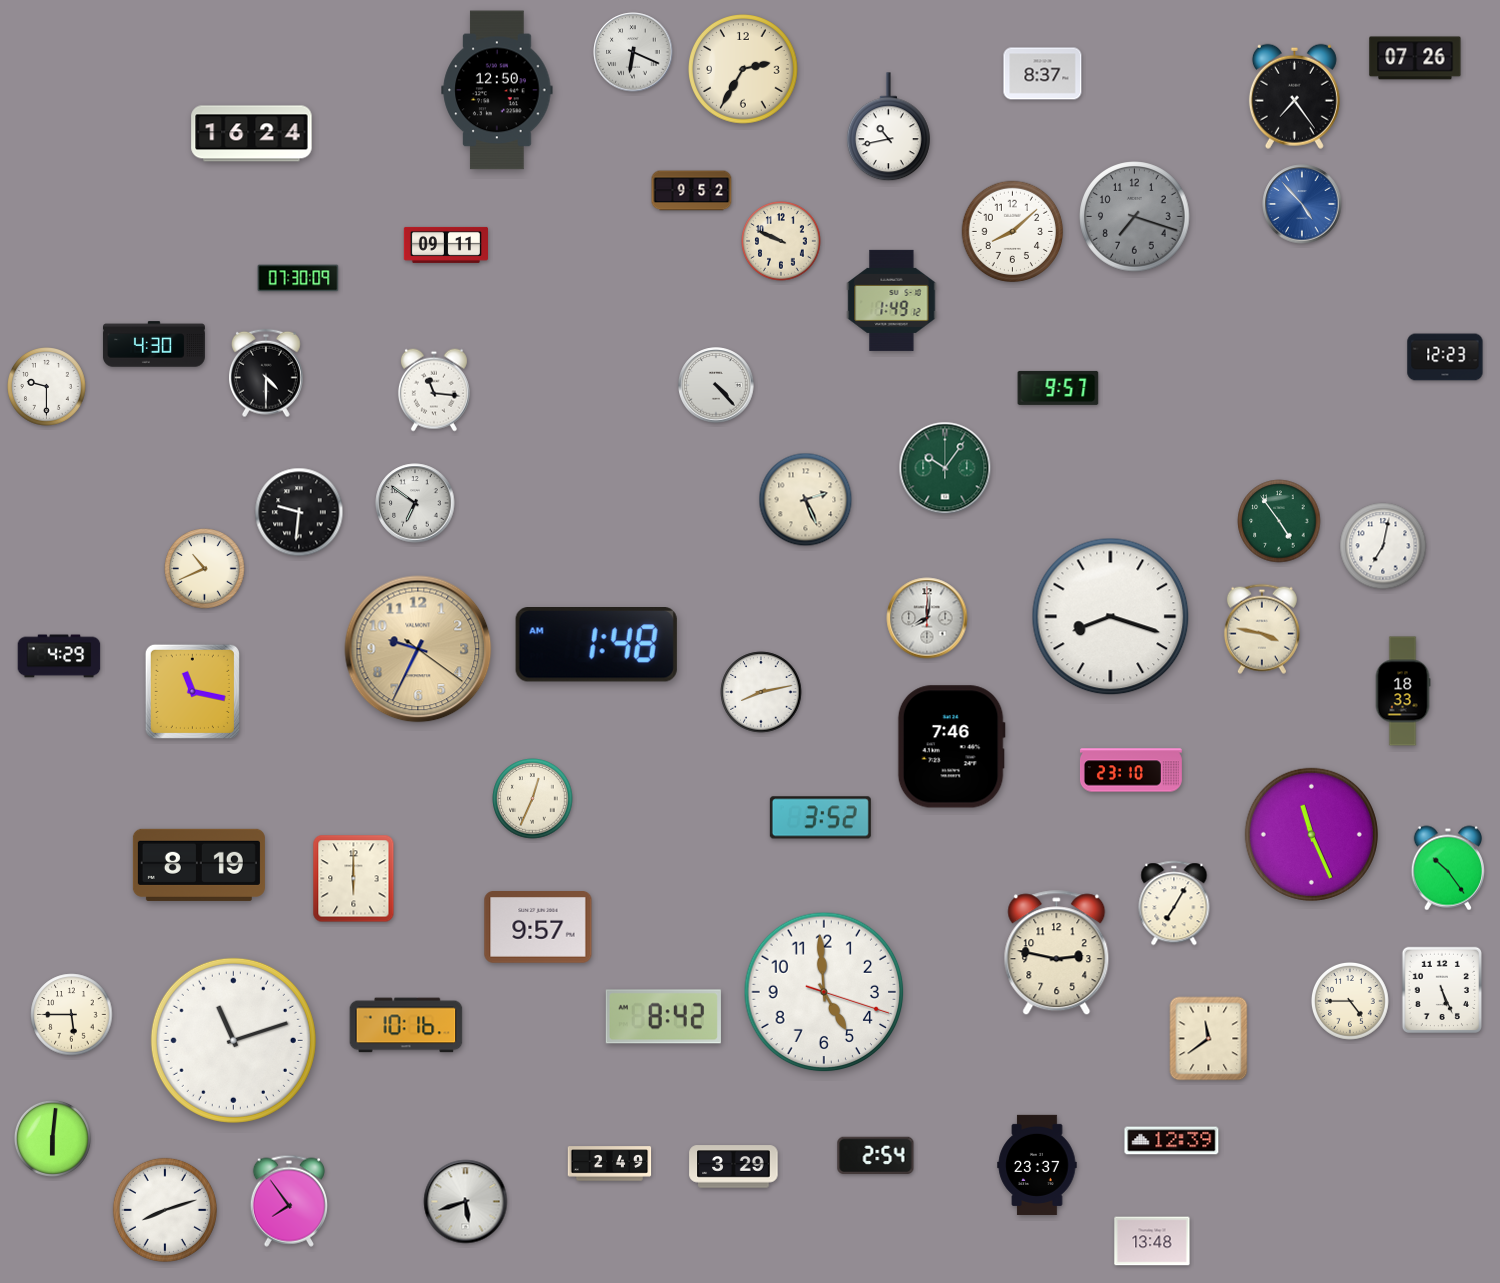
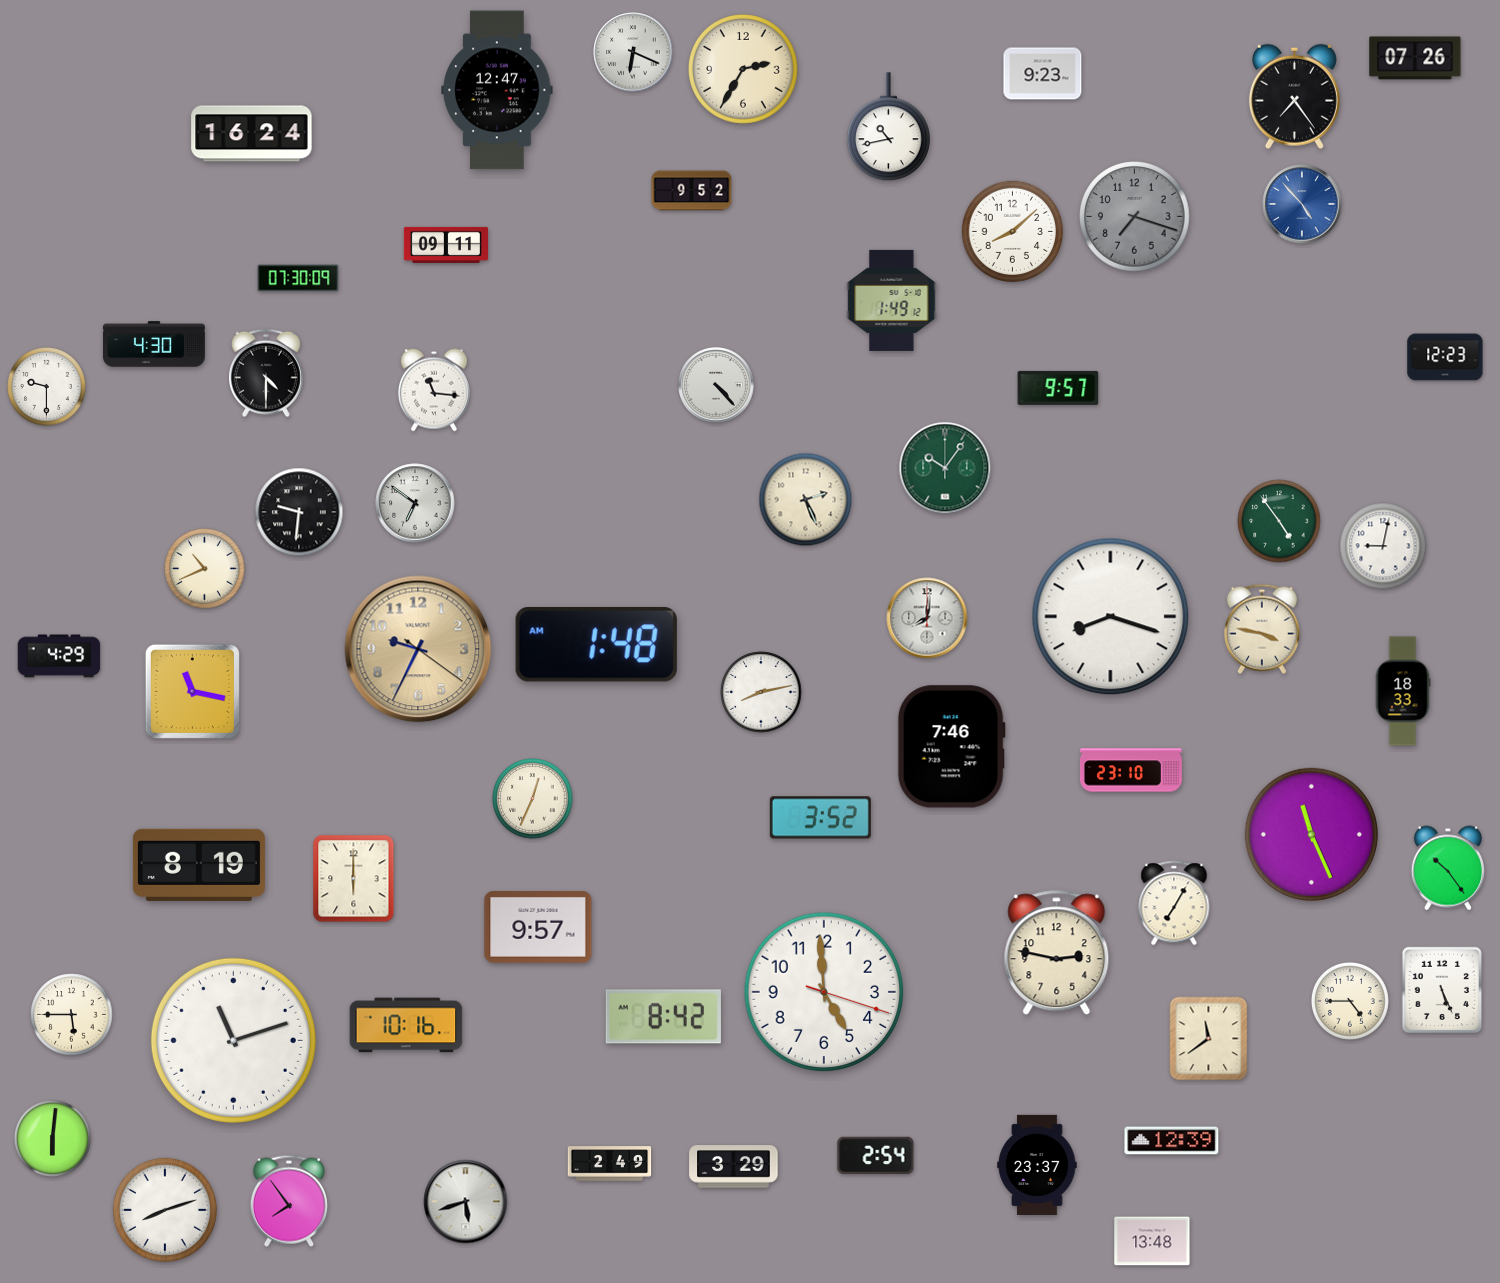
clock at (1043, 74): 8:37 -> 9:23
clock at (497, 90): 12:50 -> 12:47
clock at (781, 241): 9:49 -> none
clock at (1383, 546): 7:02 -> 9:02
